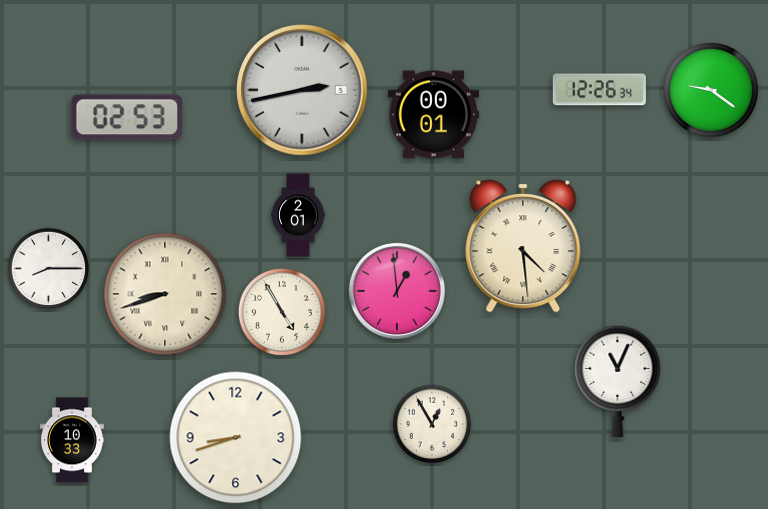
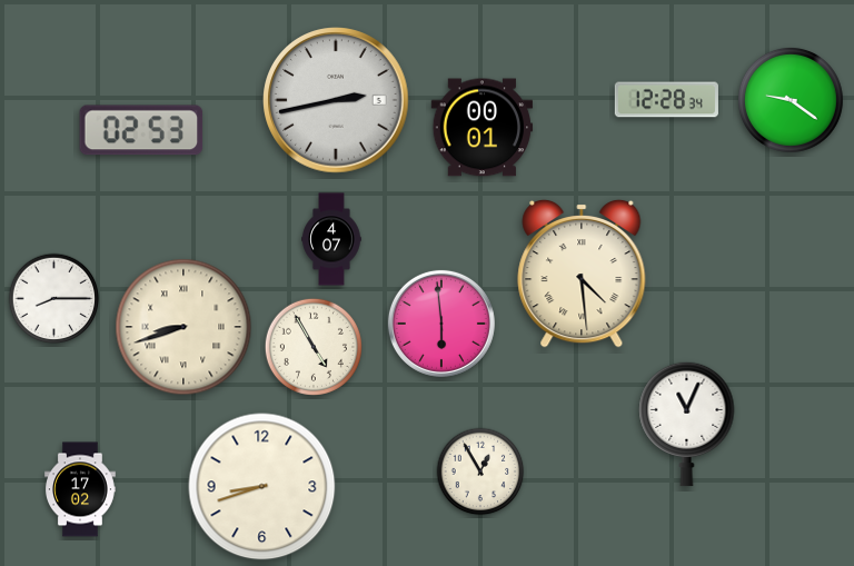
clock at (599, 90): 12:26 -> 12:28
clock at (298, 215): 2:01 -> 4:07
clock at (397, 291): 12:59 -> 5:59
clock at (73, 440): 10:33 -> 17:02
